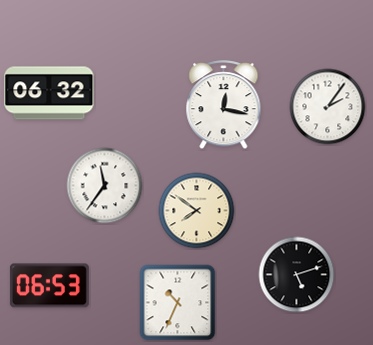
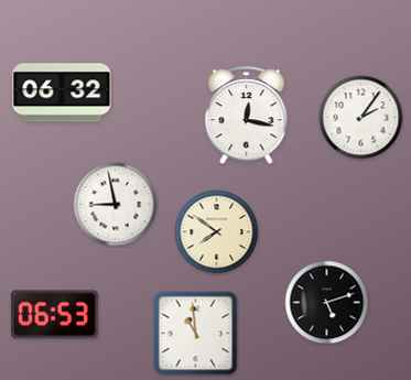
clock at (49, 93) position: (49, 93) -> (62, 93)
clock at (105, 186): 11:36 -> 8:58
clock at (178, 303): 10:34 -> 10:59
